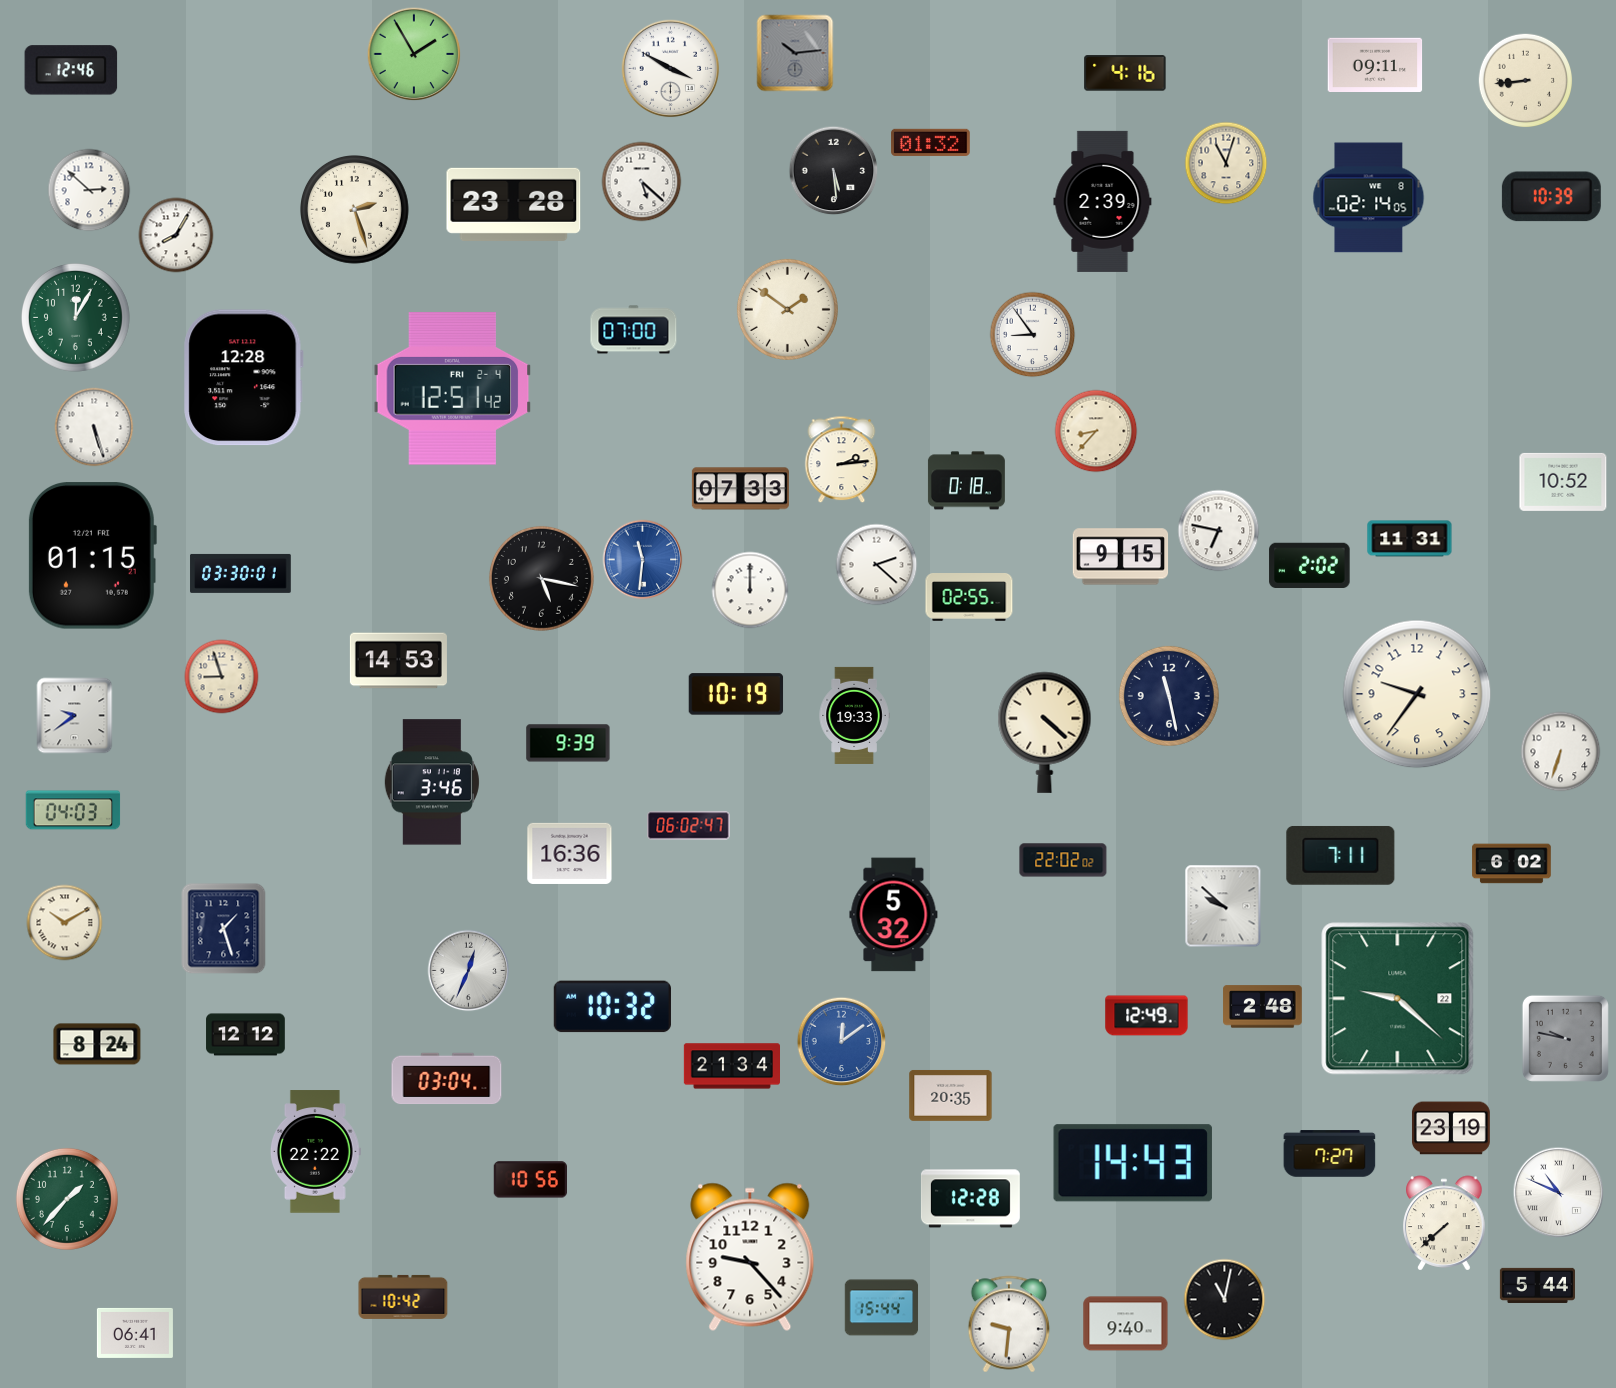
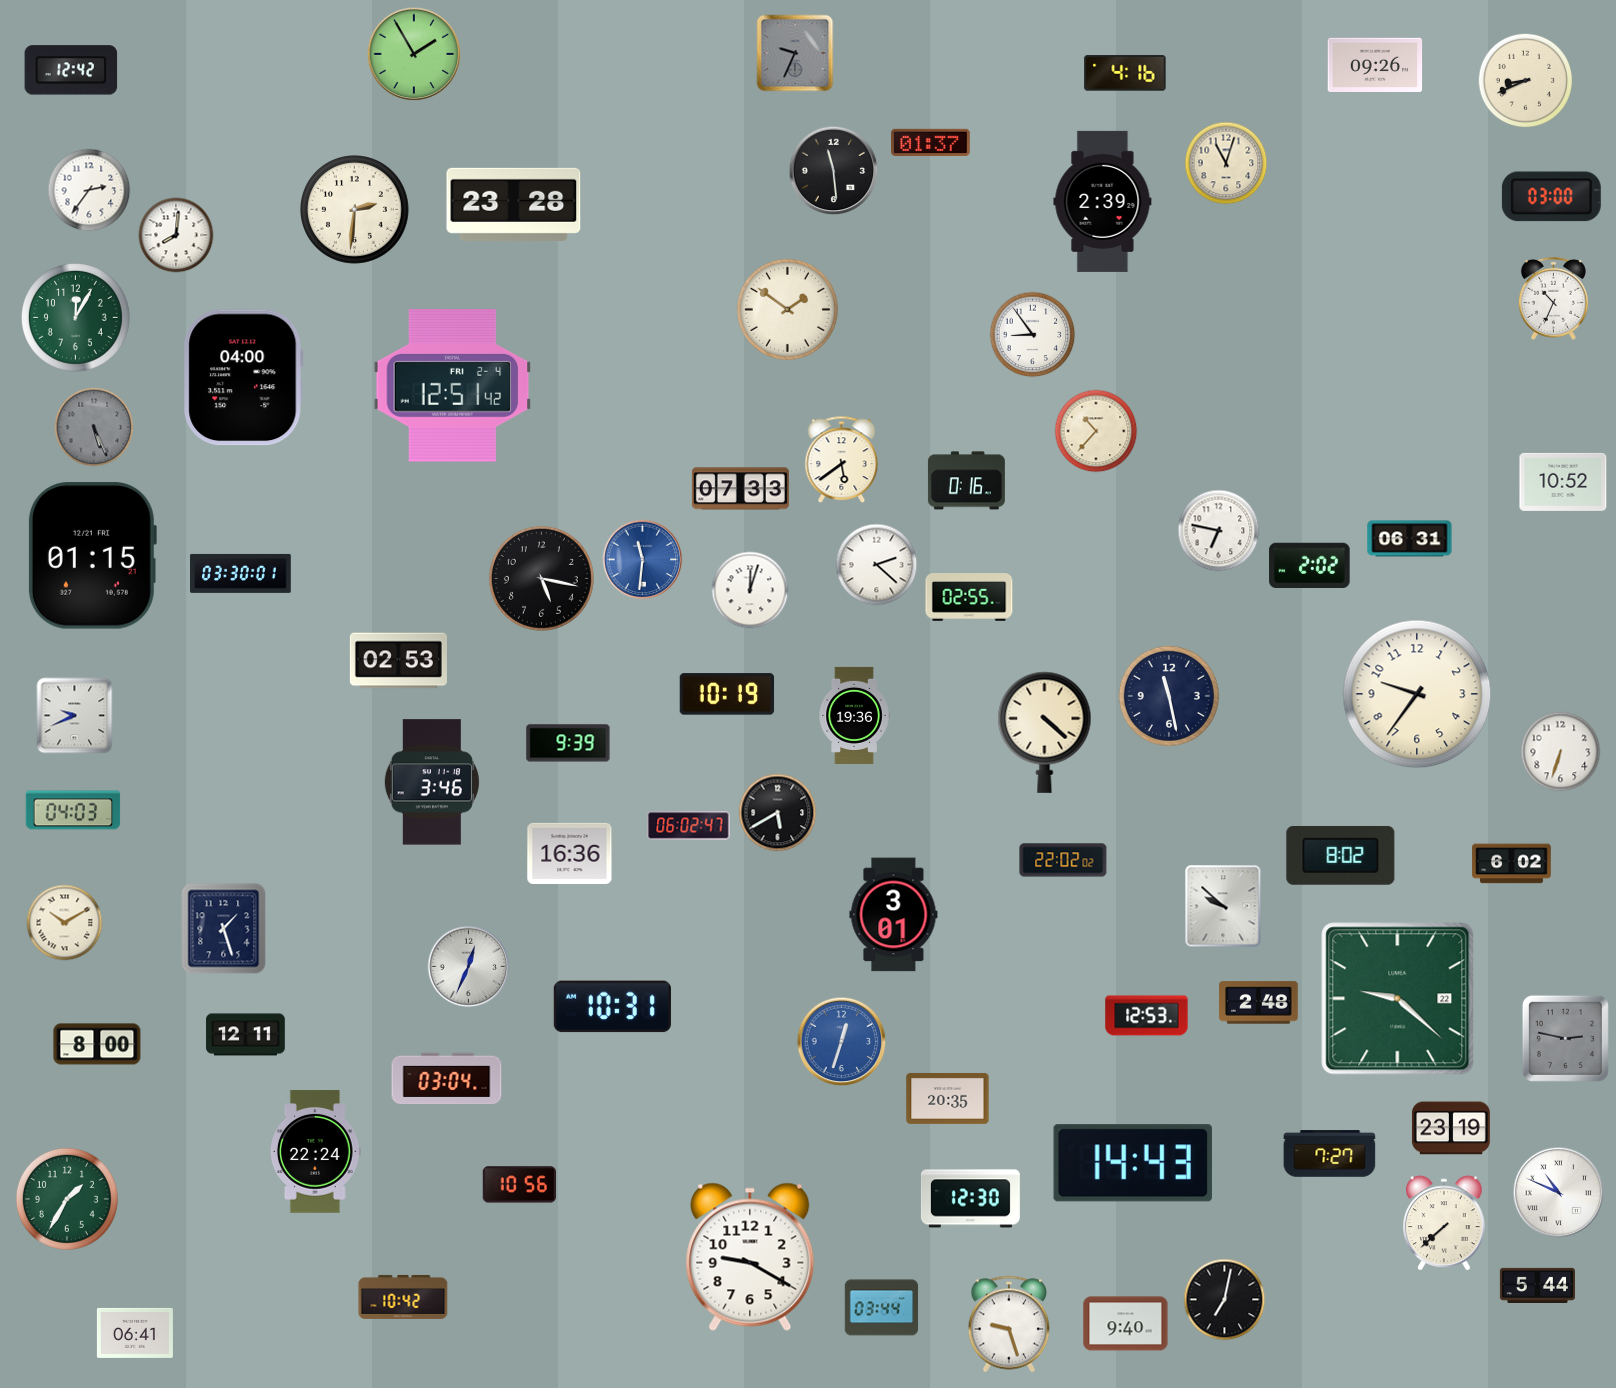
clock at (795, 53): 10:14 -> 9:34
clock at (1375, 65): 09:11 -> 09:26
clock at (671, 69): 3:50 -> none
clock at (71, 70): 12:46 -> 12:42
clock at (1525, 80): 8:44 -> 8:41
clock at (931, 142): 01:32 -> 01:37
clock at (834, 171): 5:29 -> 11:29
clock at (642, 182): 5:22 -> none
clock at (89, 190): 2:52 -> 2:36
clock at (1551, 197): 10:39 -> 03:00
clock at (1369, 198): 02:14 -> none
clock at (355, 210): 2:27 -> 2:31
clock at (176, 235): 8:05 -> 8:01
clock at (1553, 298): none -> 10:34
clock at (634, 330): 07:00 -> none
clock at (244, 378): 12:28 -> 04:00
clock at (453, 389) position: (453, 389) -> (453, 386)
clock at (94, 427): 5:27 -> 5:26
clock at (94, 427) dial: white -> grey
clock at (1096, 431): 8:37 -> 10:37
clock at (842, 460): 2:14 -> 5:39
clock at (966, 481): 0:18 -> 0:16
clock at (1410, 539): 11:31 -> 06:31
clock at (1121, 557): 9:15 -> none
clock at (750, 590): 12:00 -> 12:03
clock at (398, 661): 14:53 -> 02:53
clock at (222, 677): 8:57 -> none
clock at (736, 694) position: (736, 694) -> (727, 694)
clock at (854, 715): 19:33 -> 19:36
clock at (75, 716): 9:39 -> 9:41
clock at (778, 813): none -> 5:40
clock at (1341, 855): 7:11 -> 8:02
clock at (894, 915): 5:32 -> 3:01
clock at (469, 971) position: (469, 971) -> (469, 967)
clock at (612, 1007): 10:32 -> 10:31
clock at (1263, 1007) position: (1263, 1007) -> (1259, 1003)
clock at (1147, 1016): 12:49 -> 12:53
clock at (246, 1035): 12:12 -> 12:11
clock at (1565, 1038): 9:47 -> 2:47
clock at (842, 1042): 12:09 -> 12:33
clock at (97, 1044): 8:24 -> 8:00
clock at (731, 1066): 21:34 -> none
clock at (951, 1095) position: (951, 1095) -> (948, 1098)
clock at (315, 1152): 22:22 -> 22:24
clock at (530, 1180) position: (530, 1180) -> (519, 1185)
clock at (67, 1199): 1:37 -> 1:35
clock at (970, 1199): 12:28 -> 12:30
clock at (750, 1257): 9:23 -> 9:20
clock at (1225, 1300): 11:02 -> 7:02
clock at (882, 1308): 15:44 -> 03:44
clock at (1009, 1324): 9:31 -> 9:27
